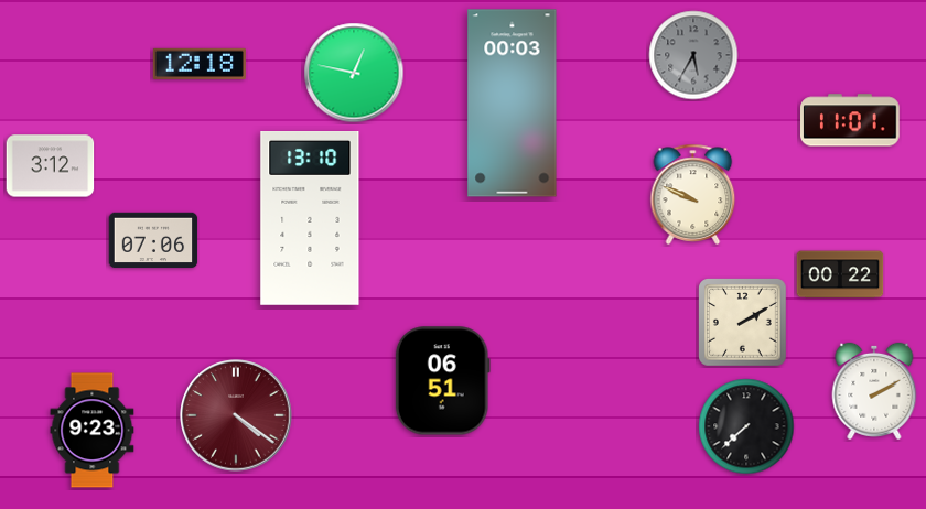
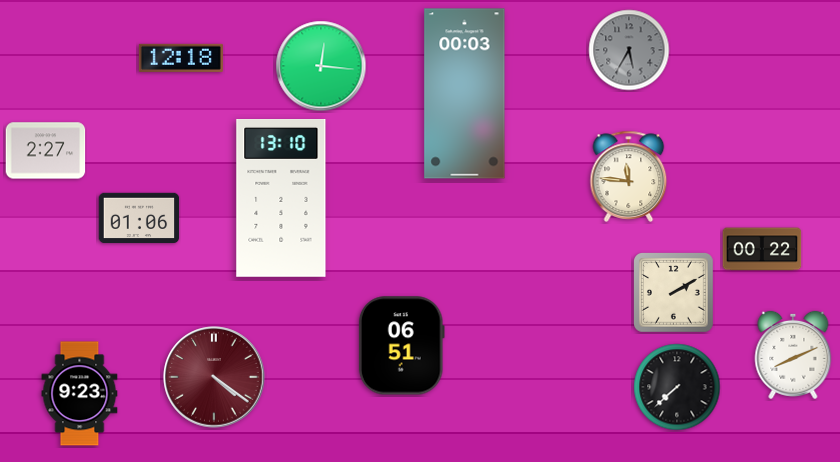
clock at (354, 73): 12:47 -> 12:16
clock at (851, 120): 11:01 -> none
clock at (51, 166): 3:12 -> 2:27
clock at (693, 194): 9:49 -> 11:46
clock at (153, 240): 07:06 -> 01:06
clock at (874, 391): 2:10 -> 8:11
clock at (93, 431) position: (93, 431) -> (80, 394)
